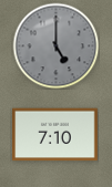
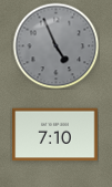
clock at (55, 45): 5:00 -> 4:56
